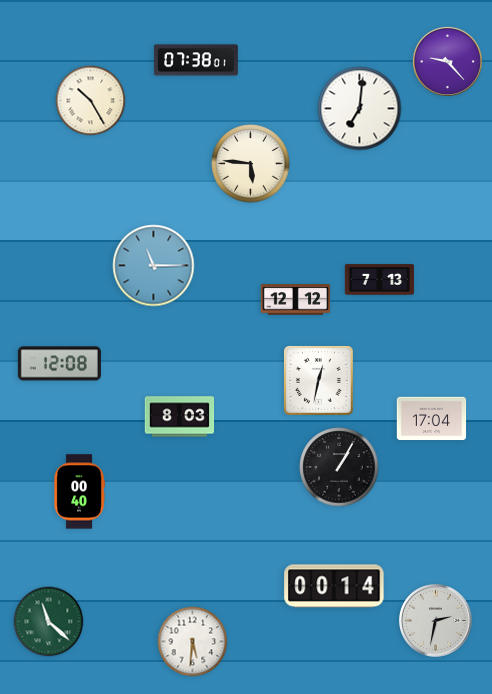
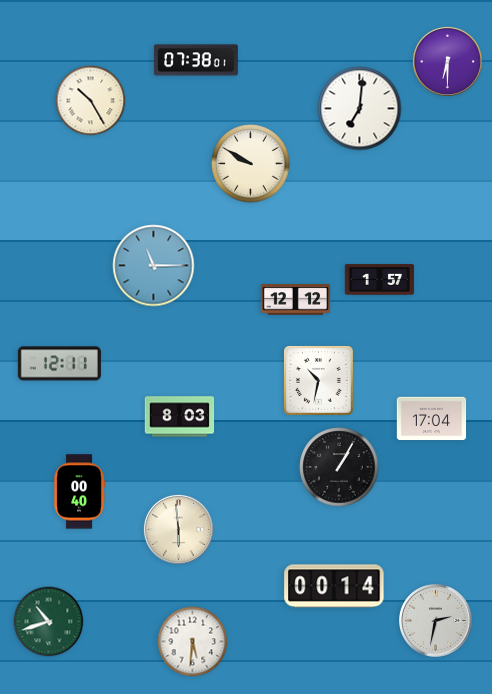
clock at (447, 61): 9:23 -> 6:30
clock at (251, 164): 5:46 -> 9:50
clock at (380, 280): 7:13 -> 1:57
clock at (59, 364): 12:08 -> 12:11
clock at (319, 381): 12:32 -> 10:32
clock at (178, 529): none -> 5:59
clock at (49, 622): 11:22 -> 10:42
